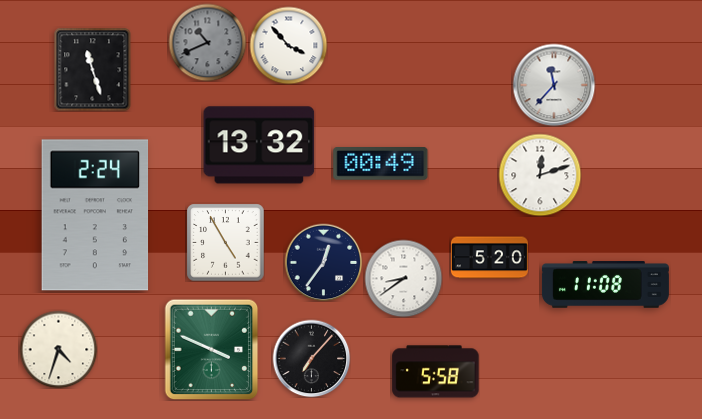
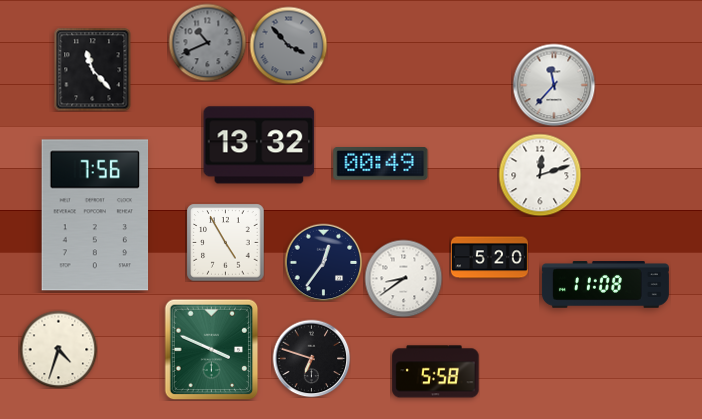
clock at (288, 45) dial: white -> grey
clock at (93, 69): 11:27 -> 11:23
clock at (95, 215): 2:24 -> 7:56
clock at (311, 358): 7:07 -> 6:48
